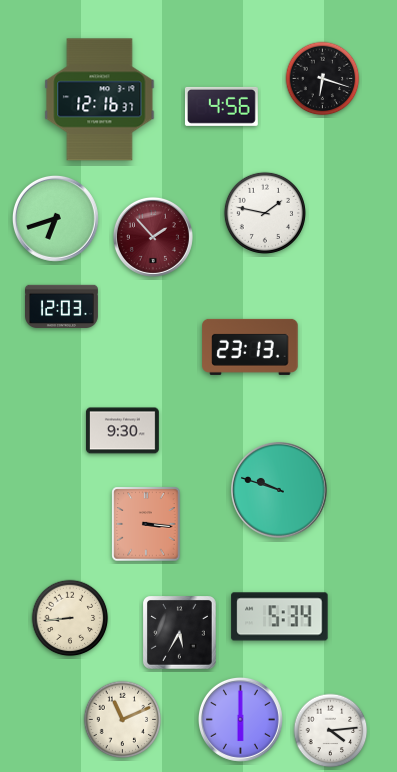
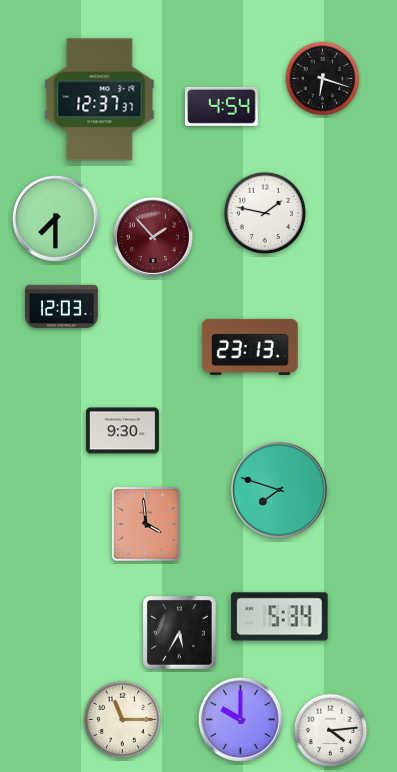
clock at (100, 100): 12:16 -> 12:37
clock at (221, 106): 4:56 -> 4:54
clock at (55, 218): 6:42 -> 7:30
clock at (279, 490): 9:48 -> 7:48
clock at (146, 524): 3:16 -> 3:59
clock at (70, 618): 8:44 -> none
clock at (240, 719): 6:00 -> 10:00
clock at (123, 720): 11:11 -> 11:15
